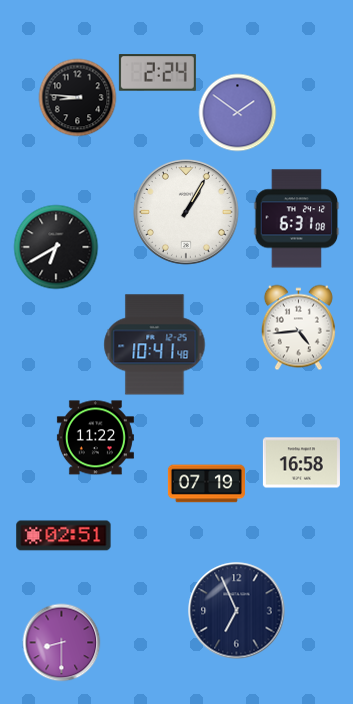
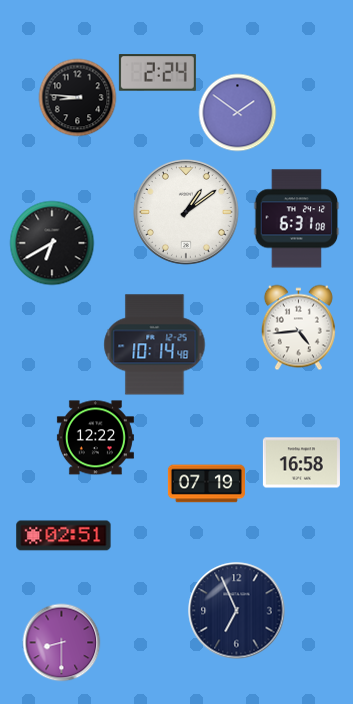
clock at (186, 212): 1:05 -> 1:09
clock at (56, 247) position: (56, 247) -> (52, 243)
clock at (155, 345): 10:41 -> 10:14
clock at (95, 438): 11:22 -> 12:22
